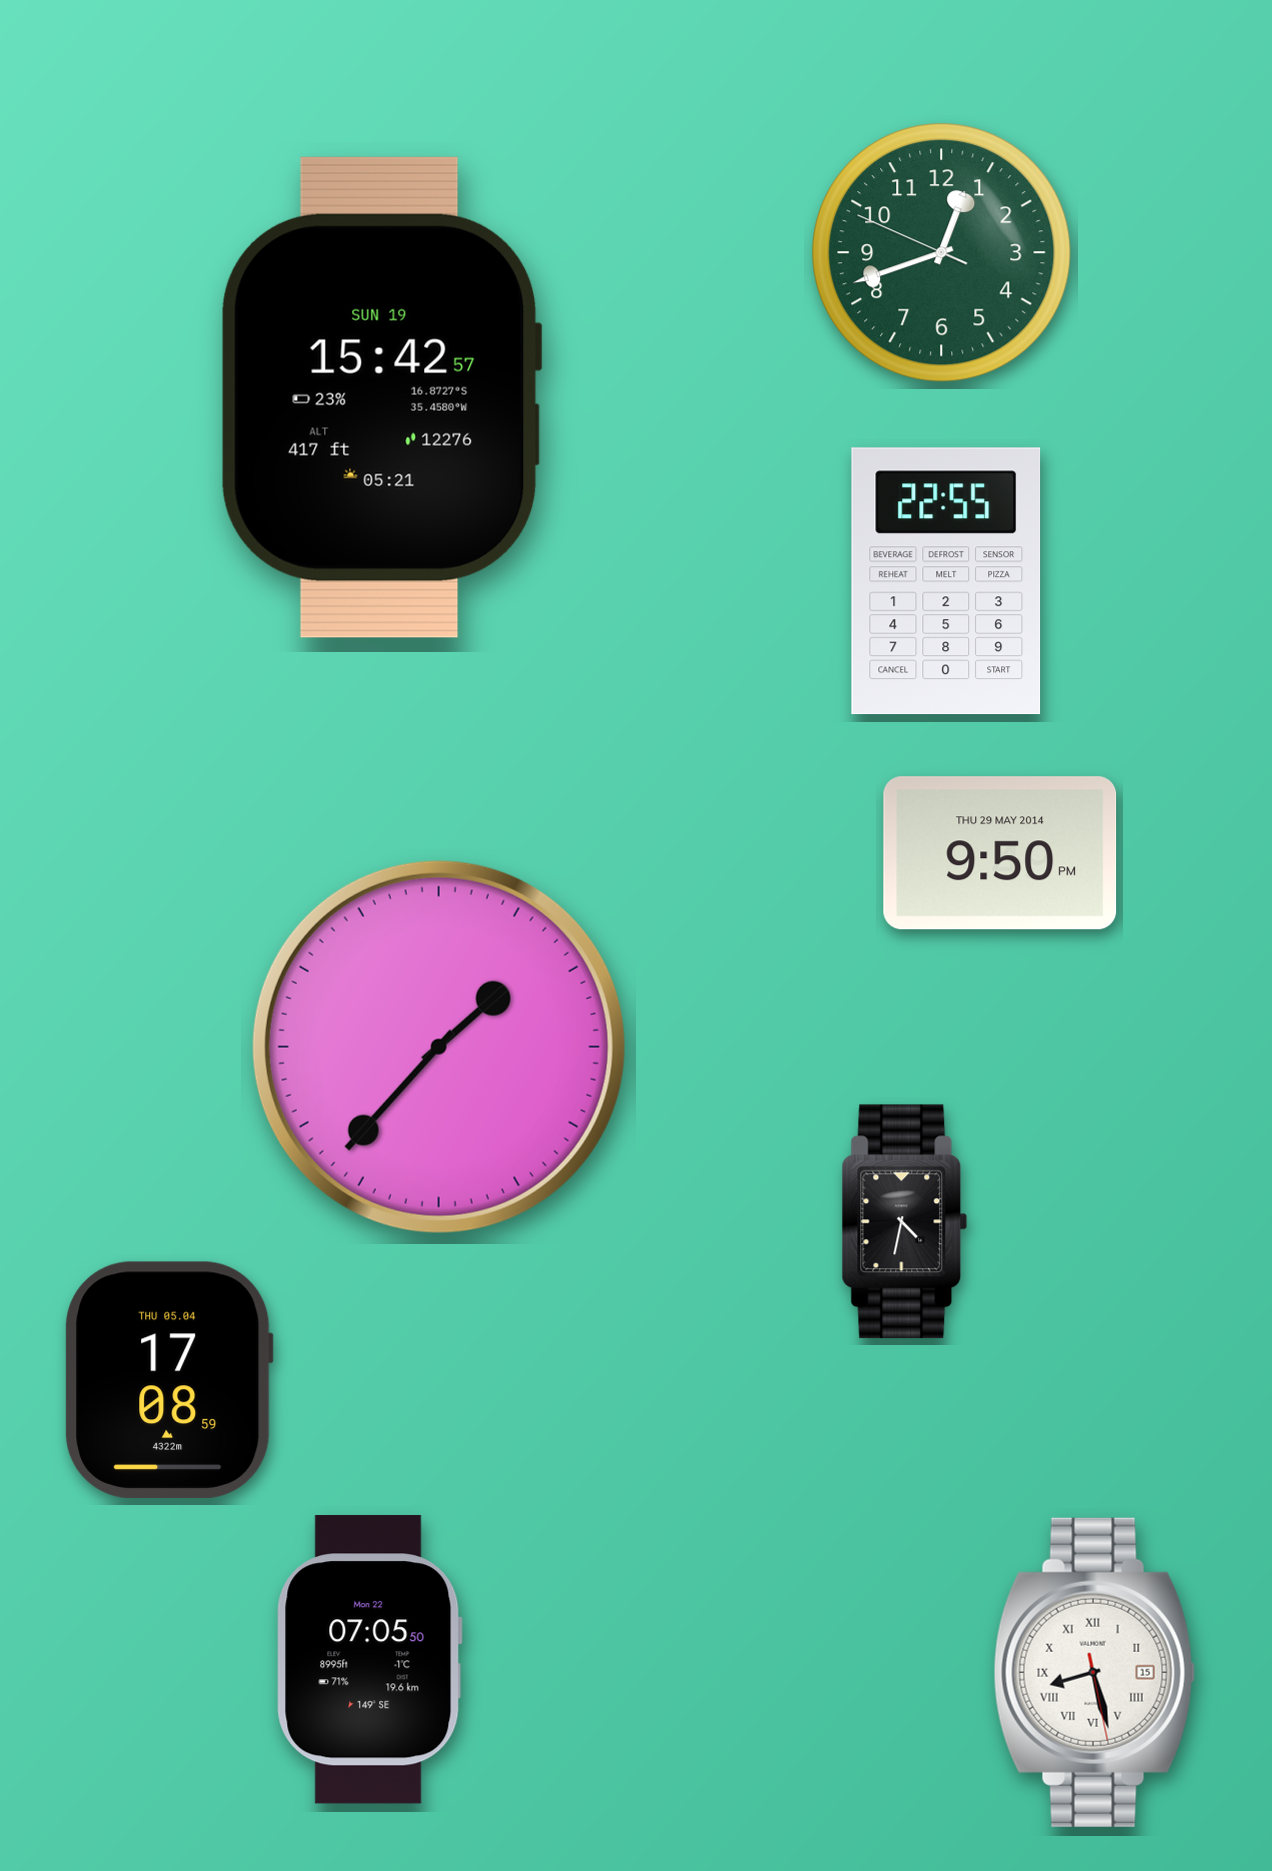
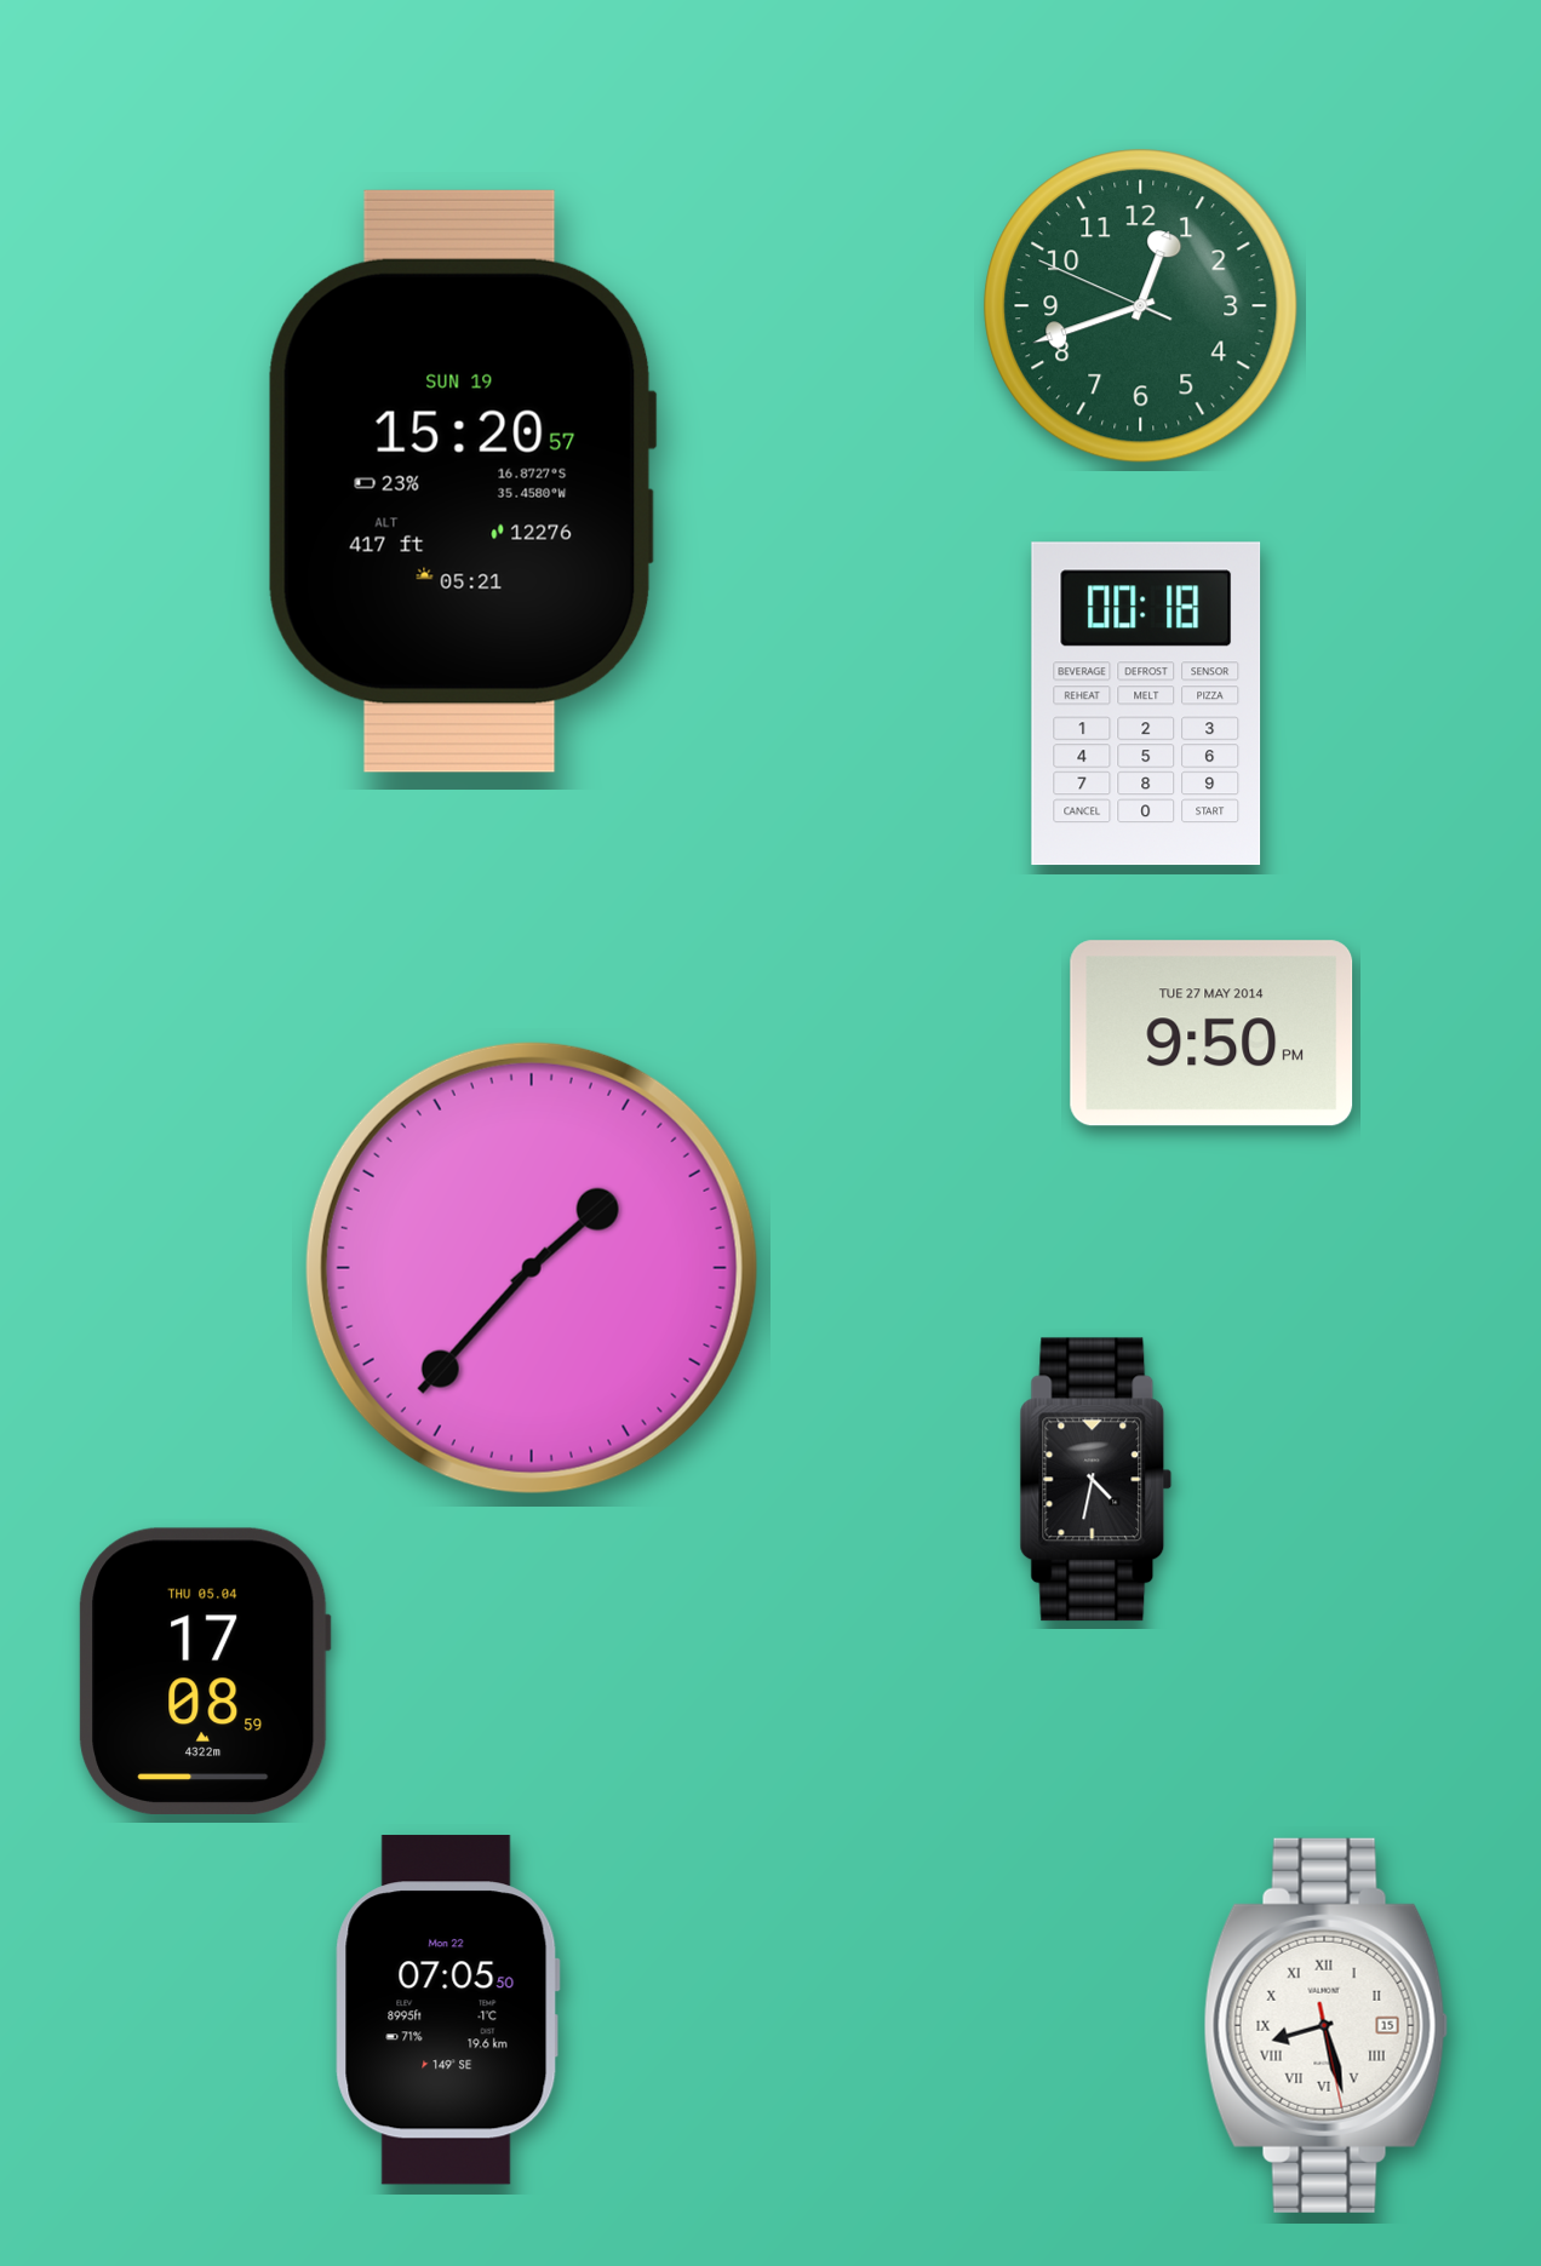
clock at (381, 397): 15:42 -> 15:20
clock at (946, 581): 22:55 -> 00:18
clock at (1000, 853) date: THU 29 MAY 2014 -> TUE 27 MAY 2014
